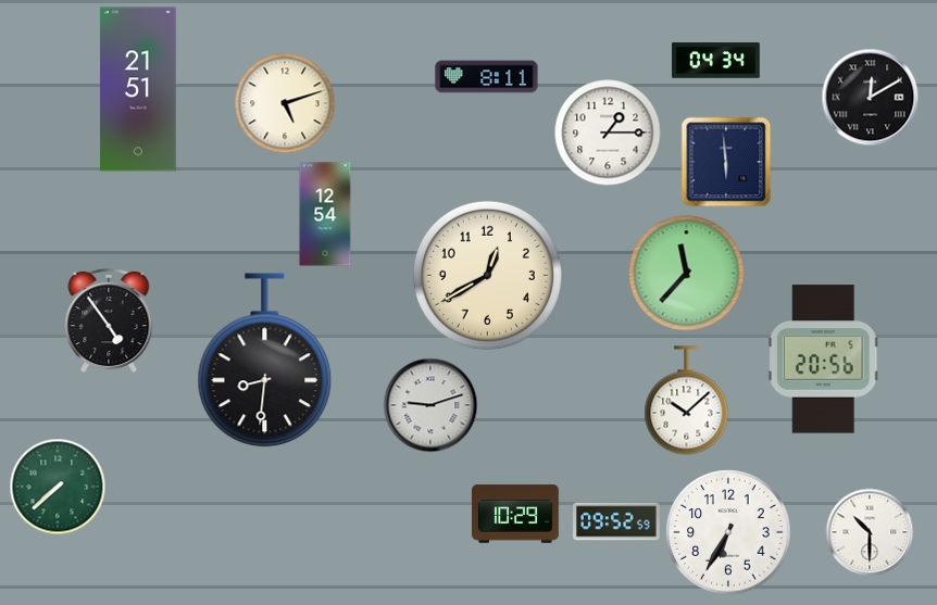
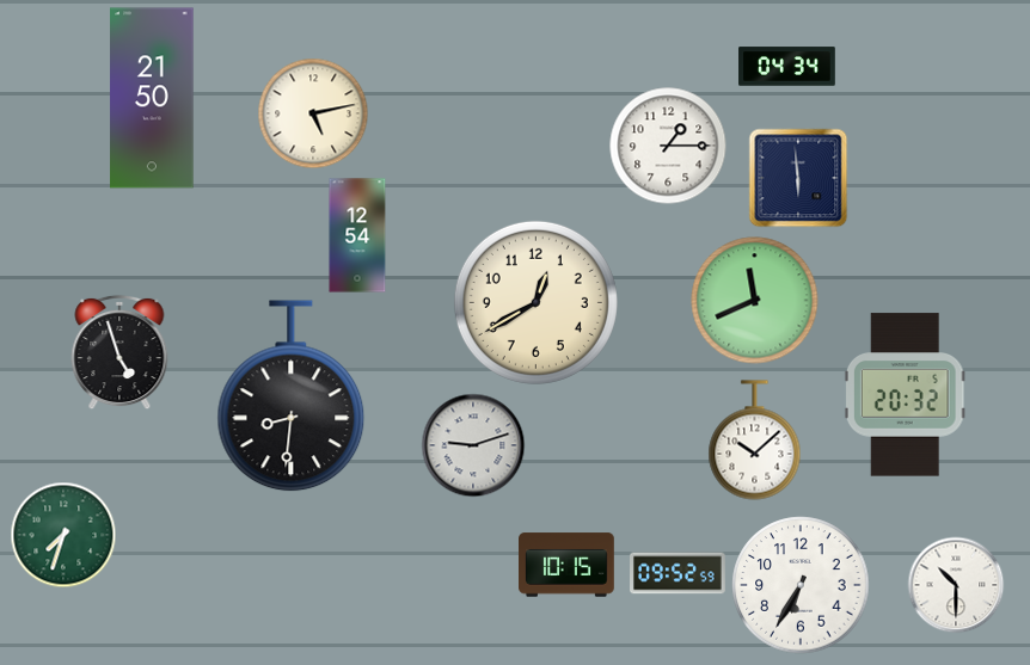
clock at (487, 77): 8:11 -> none
clock at (138, 89): 21:51 -> 21:50
clock at (870, 97): 12:10 -> none
clock at (285, 103): 5:12 -> 5:13
clock at (687, 274): 11:37 -> 11:41
clock at (109, 320): 4:54 -> 4:57
clock at (823, 360): 20:56 -> 20:32
clock at (58, 487): 7:38 -> 7:33
clock at (516, 514): 10:29 -> 10:15
